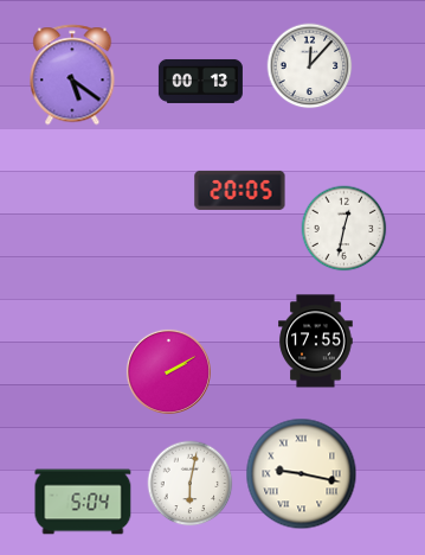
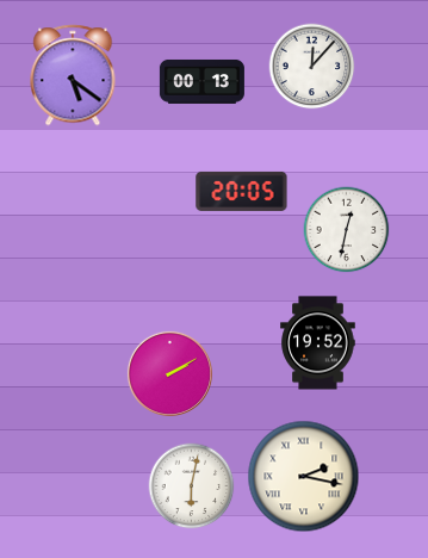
clock at (316, 342): 17:55 -> 19:52
clock at (302, 474): 9:17 -> 2:17
clock at (83, 502): 5:04 -> none
